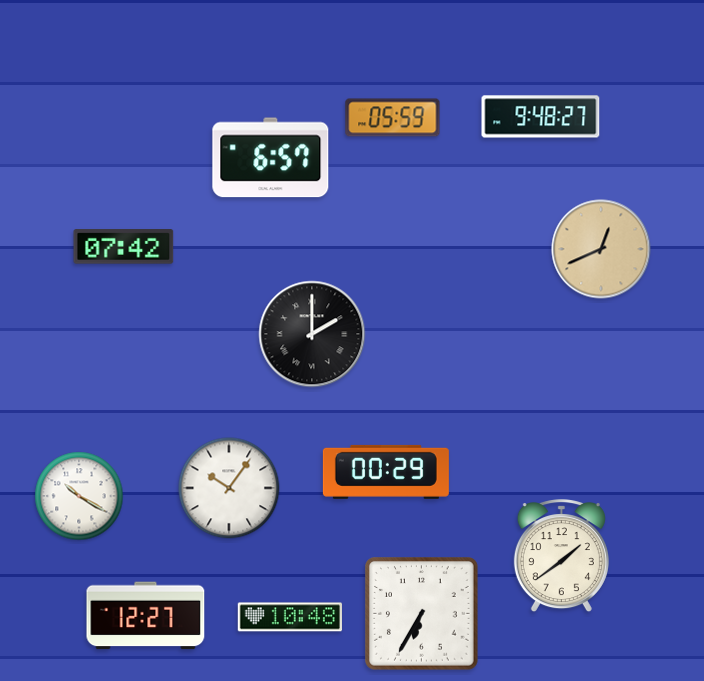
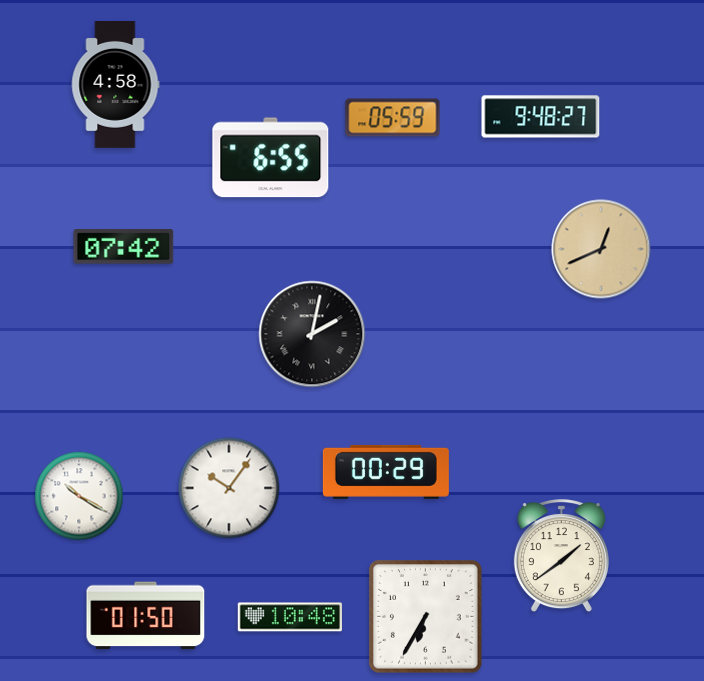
clock at (115, 84): none -> 4:58
clock at (271, 158): 6:57 -> 6:55
clock at (312, 334): 2:00 -> 2:02
clock at (422, 614) position: (422, 614) -> (426, 617)
clock at (146, 616): 12:27 -> 01:50
